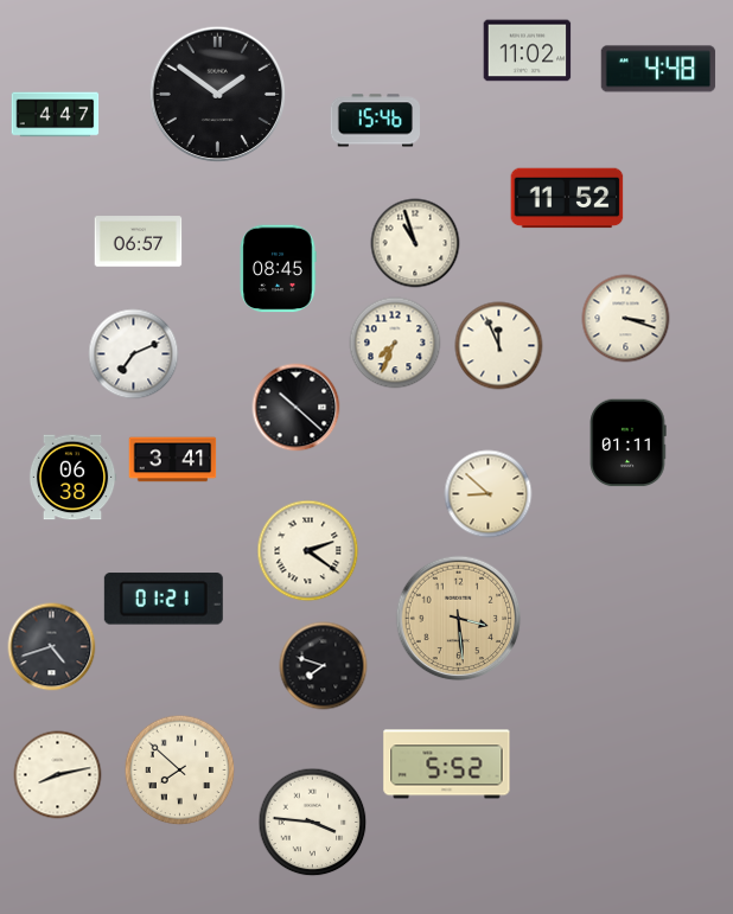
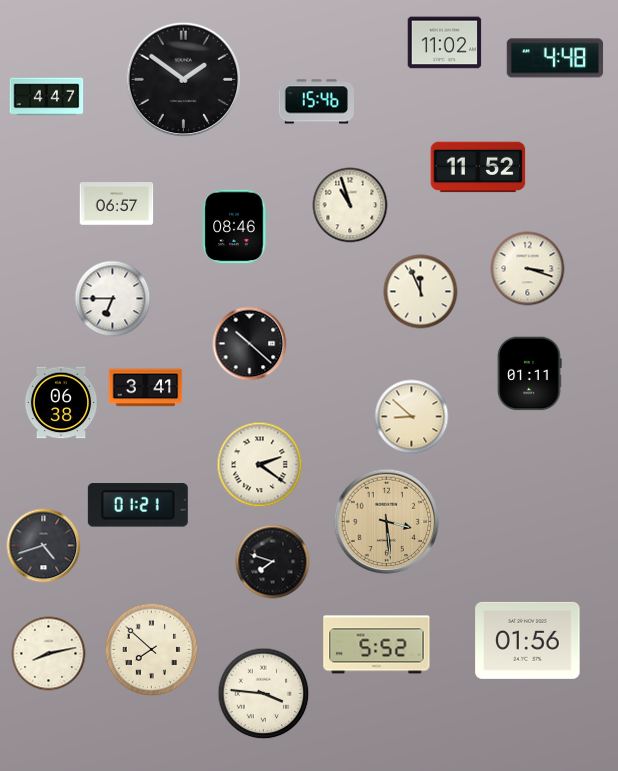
clock at (278, 269): 08:45 -> 08:46
clock at (395, 343): 7:34 -> none
clock at (134, 354): 7:11 -> 6:45
clock at (528, 640): none -> 01:56
